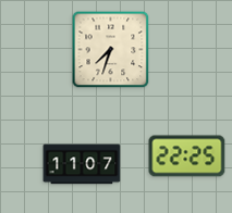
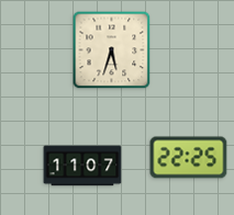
clock at (111, 50): 7:33 -> 5:33
